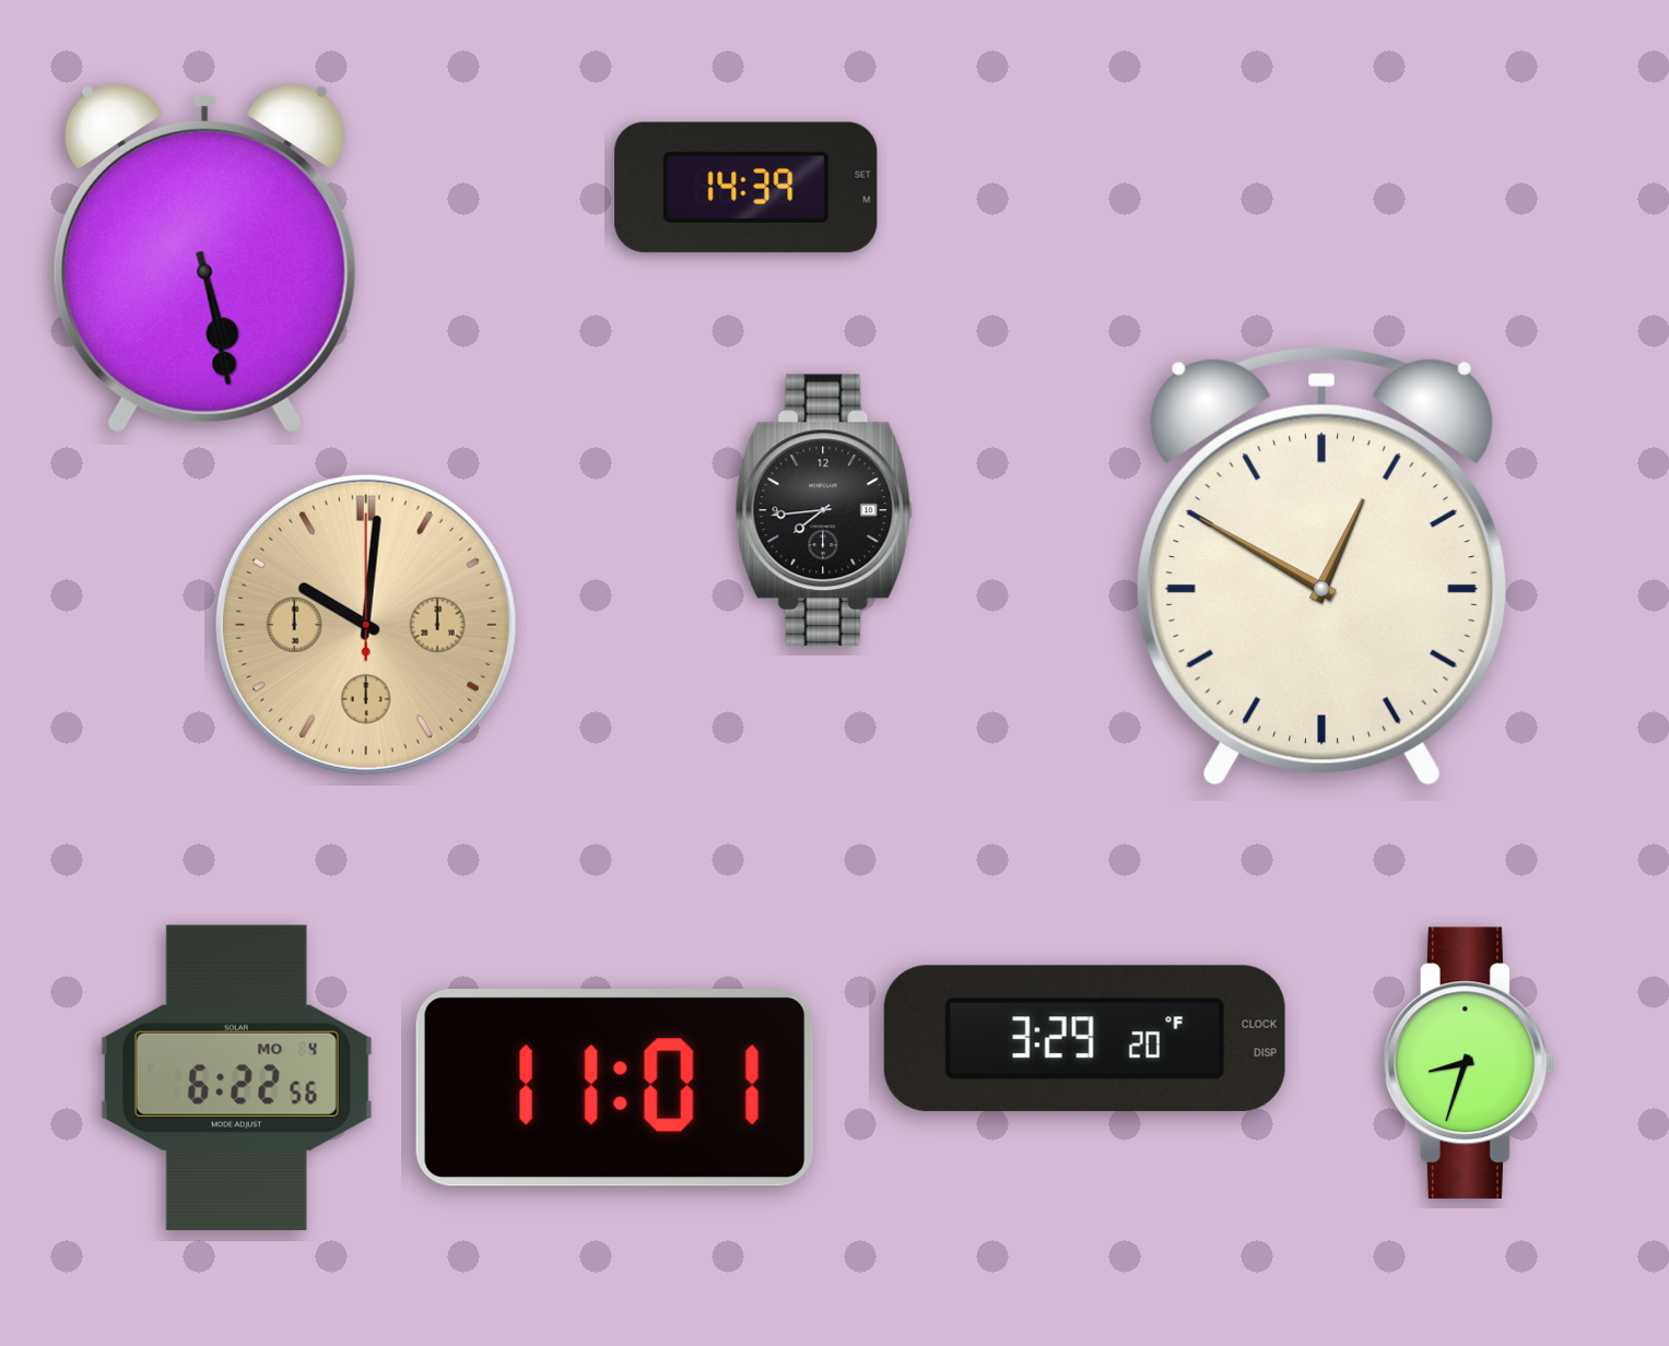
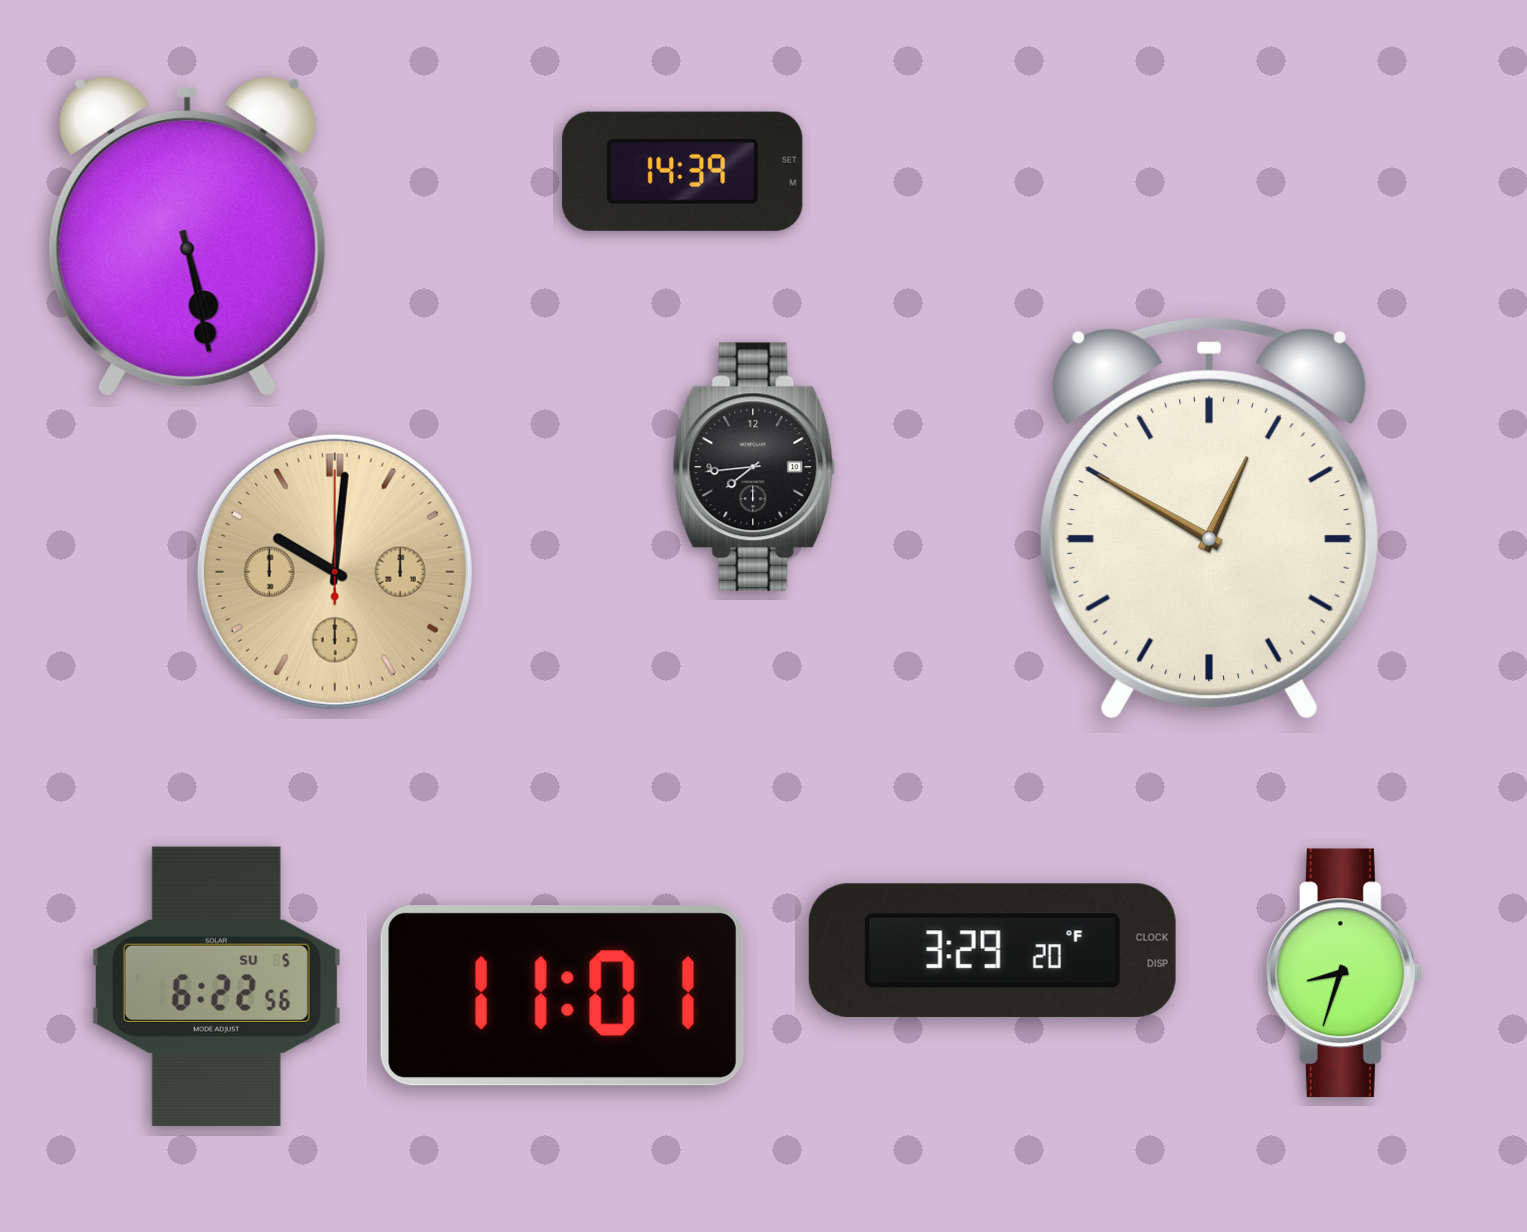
clock at (236, 1077) date: MO 4 -> SU 5
